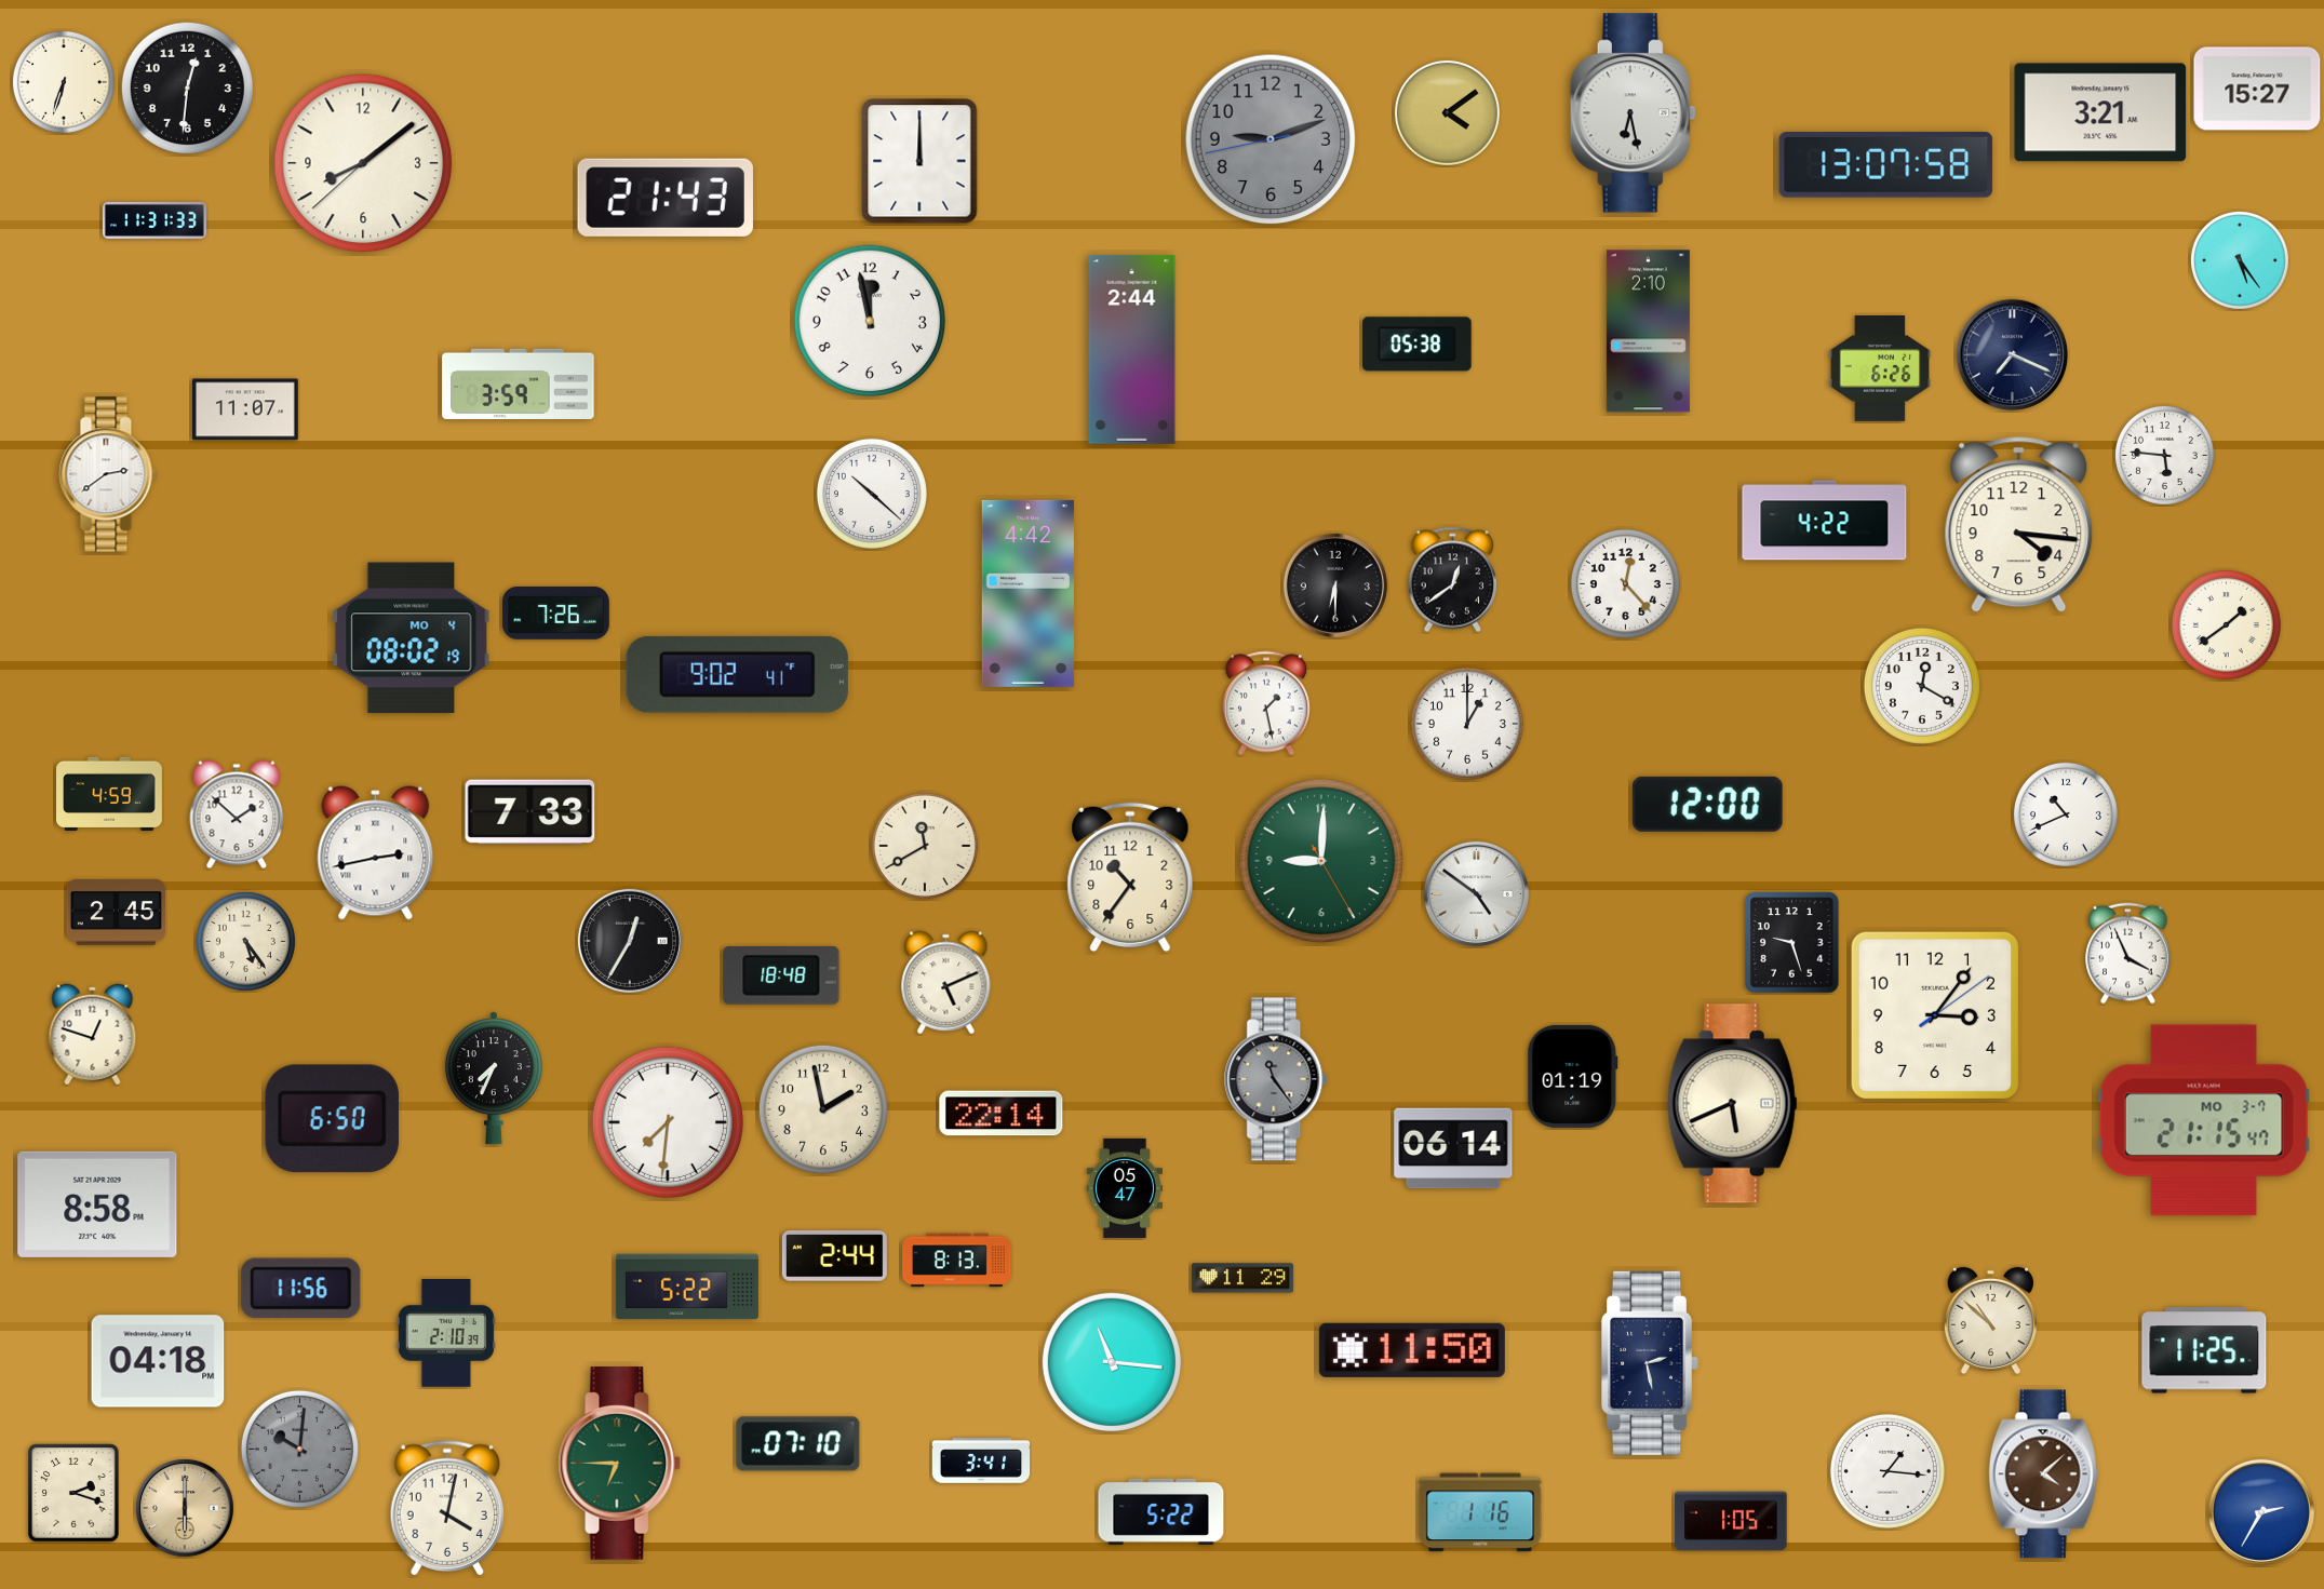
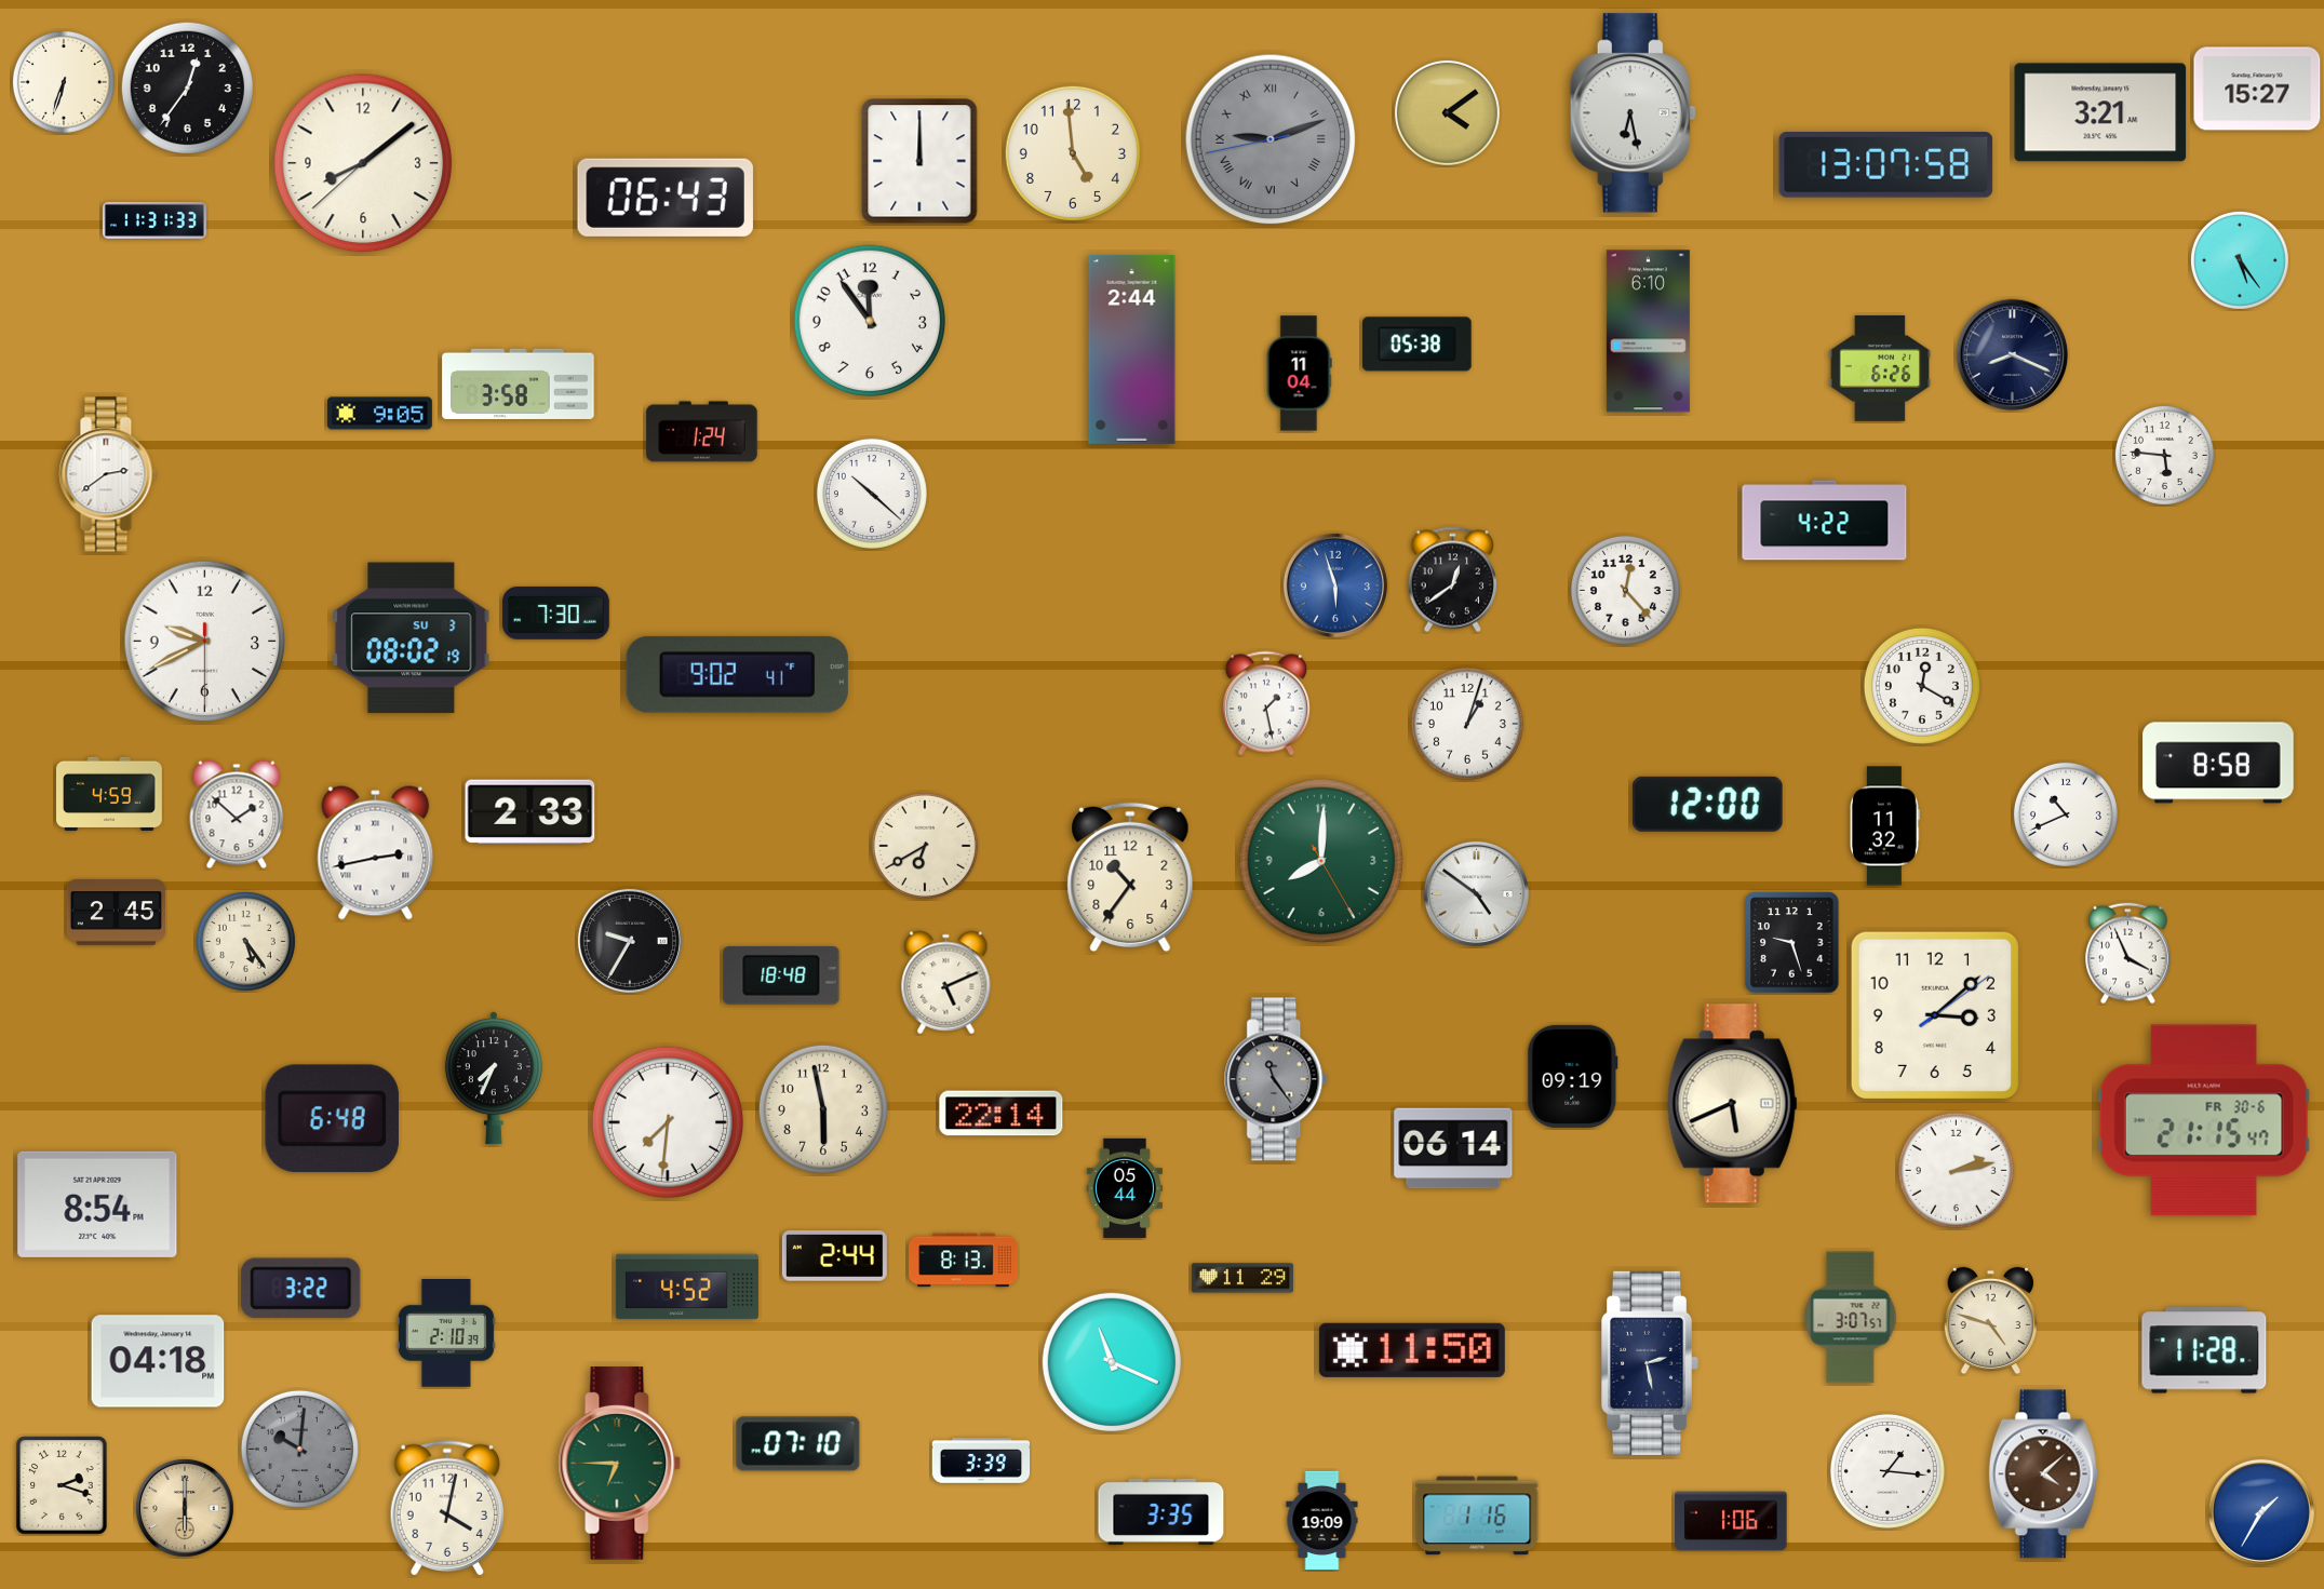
clock at (187, 87): 12:31 -> 12:36
clock at (1271, 139) numerals: Arabic -> Roman
clock at (1073, 153): none -> 4:59
clock at (666, 198): 21:43 -> 06:43
clock at (869, 320): 11:58 -> 11:54
clock at (1648, 332): 2:10 -> 6:10
clock at (2013, 355): 7:19 -> 8:19
clock at (1299, 374): none -> 11:04
clock at (519, 383): 3:59 -> 3:58
clock at (245, 409): 11:07 -> none
clock at (379, 414): none -> 9:05
clock at (702, 432): none -> 1:24
clock at (2019, 525): 4:16 -> none
clock at (1625, 583) position: (1625, 583) -> (1625, 590)
clock at (1335, 585): 6:30 -> 5:57
clock at (1335, 585) dial: black -> blue
clock at (1027, 593): 4:42 -> none
clock at (556, 614): 7:26 -> 7:30
clock at (2226, 624): 1:39 -> none
clock at (412, 638) date: MO 4 -> SU 3
clock at (205, 642): none -> 9:40
clock at (1467, 724): 1:00 -> 1:03
clock at (2218, 763): none -> 8:58
clock at (530, 812): 7:33 -> 2:33
clock at (1885, 826): none -> 11:32
clock at (925, 846): 11:40 -> 6:40
clock at (1321, 861): 9:00 -> 8:00
clock at (630, 941): 12:35 -> 9:35
clock at (1935, 1015): 3:06 -> 3:08
clock at (93, 1035): 12:48 -> none
clock at (1573, 1076): 01:19 -> 09:19
clock at (823, 1109): 1:58 -> 5:58
clock at (332, 1119): 6:50 -> 6:48
clock at (2204, 1120) date: MO 3-7 -> FR 30-6
clock at (1956, 1170): none -> 2:13
clock at (1124, 1188): 05:47 -> 05:44
clock at (97, 1204): 8:58 -> 8:54
clock at (957, 1261) position: (957, 1261) -> (964, 1261)
clock at (687, 1287): 5:22 -> 4:52
clock at (301, 1289): 11:56 -> 3:22
clock at (1851, 1318): none -> 3:07
clock at (1990, 1321): 10:52 -> 4:48
clock at (2204, 1350): 11:25 -> 11:28
clock at (1112, 1362): 11:16 -> 11:19
clock at (981, 1460): 3:41 -> 3:39
clock at (73, 1493) position: (73, 1493) -> (62, 1485)
clock at (1161, 1511): 5:22 -> 3:35
clock at (1480, 1512) position: (1480, 1512) -> (1477, 1516)
clock at (2261, 1512): 2:35 -> 1:35
clock at (1322, 1521): none -> 19:09
clock at (1731, 1521): 1:05 -> 1:06
